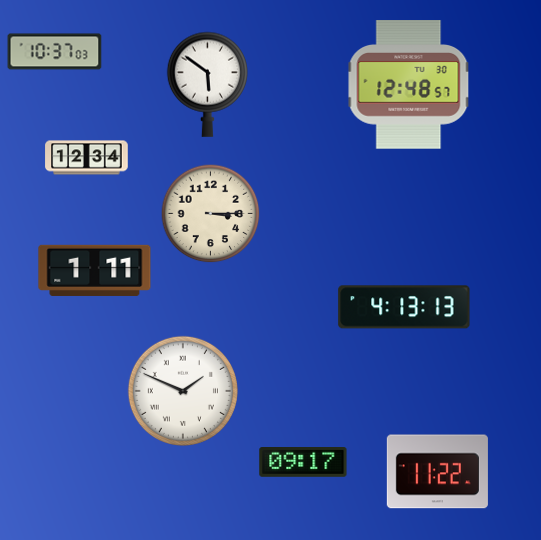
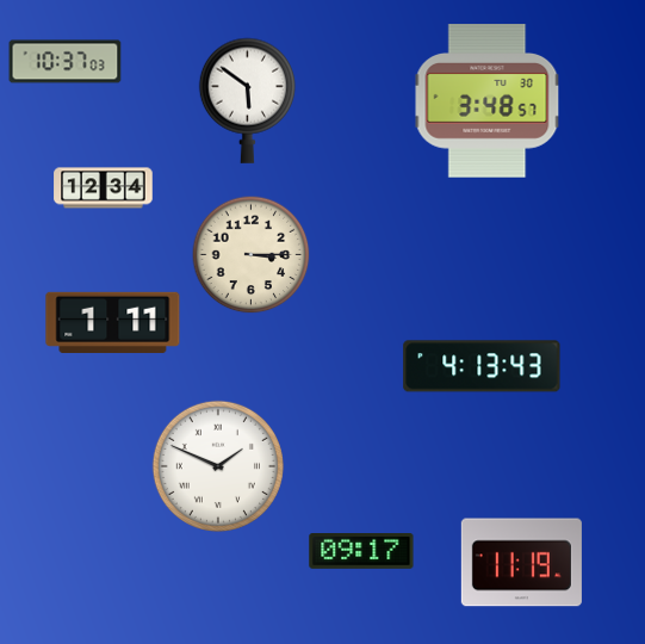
clock at (409, 85): 12:48 -> 3:48
clock at (404, 307): 4:13:13 -> 4:13:43
clock at (437, 472): 11:22 -> 11:19
